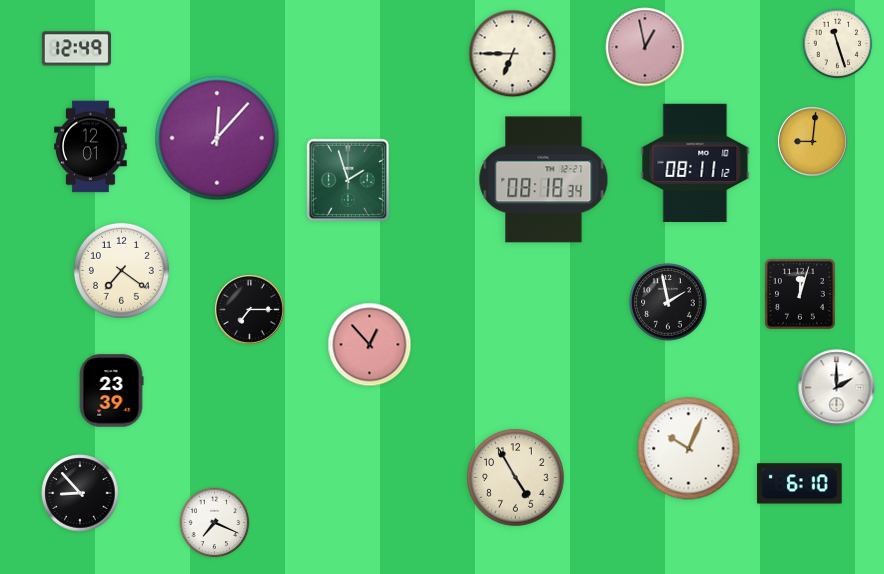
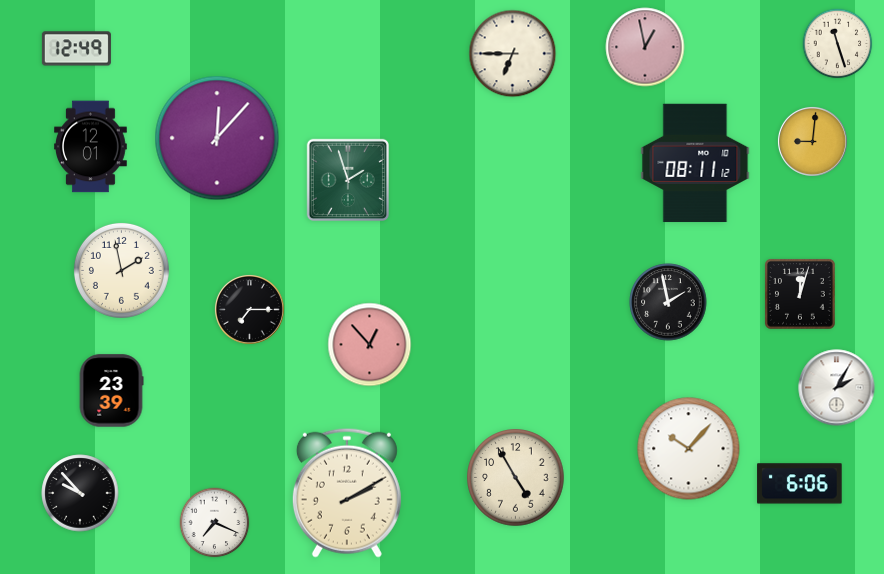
clock at (544, 180): 08:18 -> none
clock at (121, 270): 7:21 -> 1:58
clock at (837, 388): 2:00 -> 2:05
clock at (689, 449): 10:04 -> 10:07
clock at (800, 484): 6:10 -> 6:06
clock at (80, 493): 8:53 -> 9:53
clock at (347, 493): none -> 2:10
